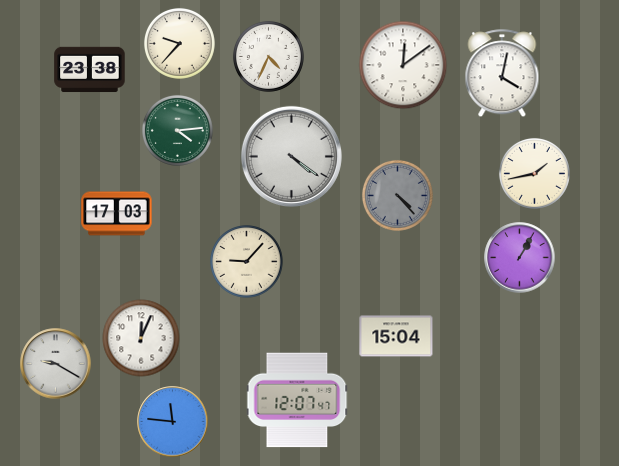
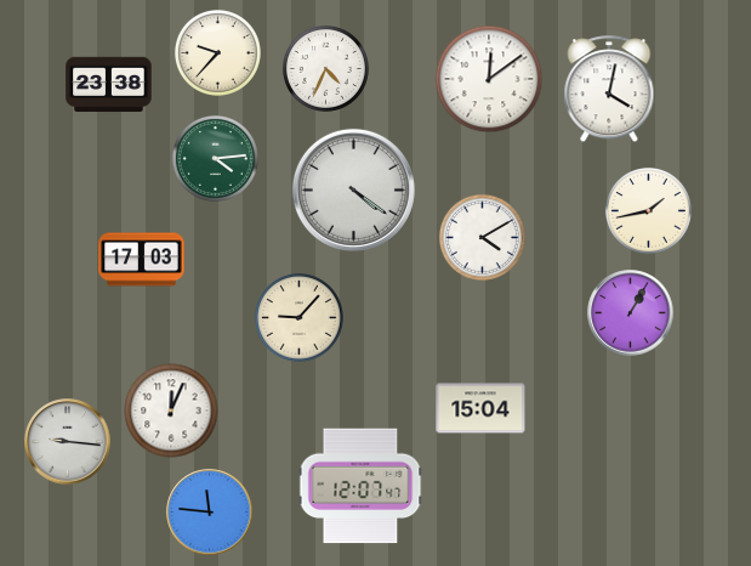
clock at (397, 195): 4:23 -> 4:10
clock at (397, 195) dial: grey -> white
clock at (56, 364): 9:20 -> 9:16
